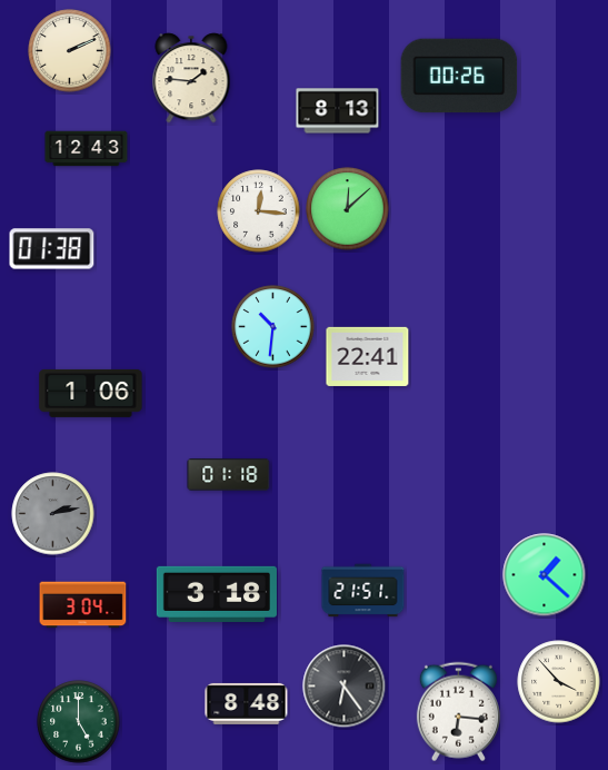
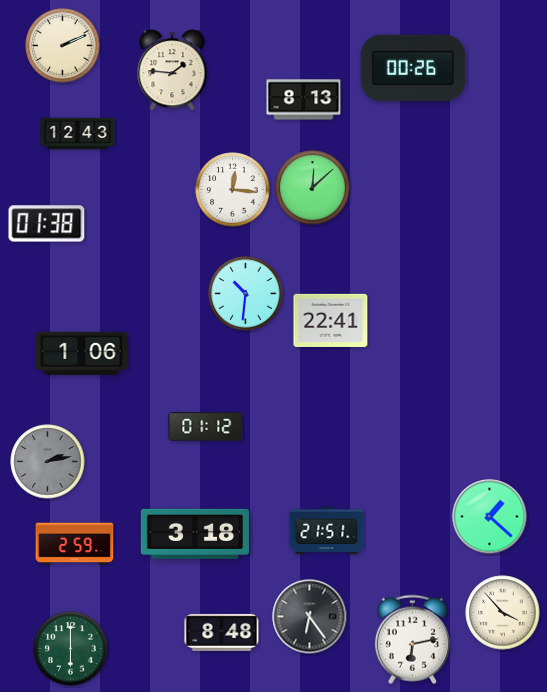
clock at (229, 475): 01:18 -> 01:12
clock at (83, 605): 3:04 -> 2:59
clock at (458, 712): 6:16 -> 6:13
clock at (79, 722): 5:00 -> 6:00
